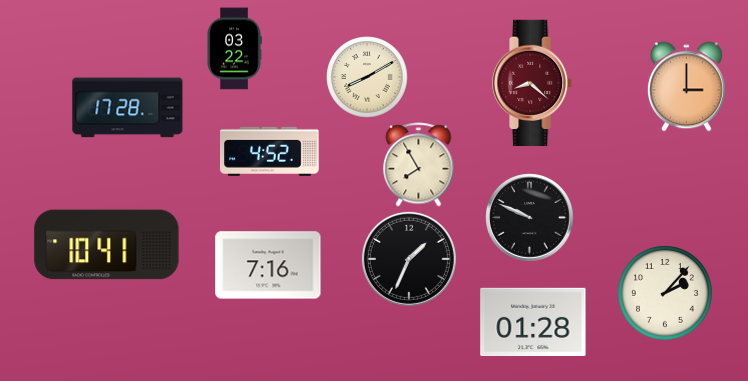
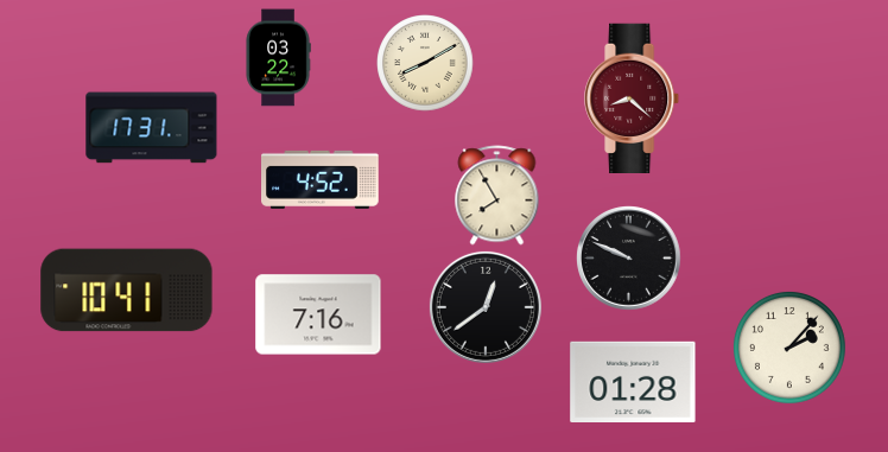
clock at (367, 77) position: (367, 77) -> (425, 63)
clock at (686, 87): 3:00 -> none
clock at (128, 108): 17:28 -> 17:31
clock at (409, 259): 1:34 -> 12:39
